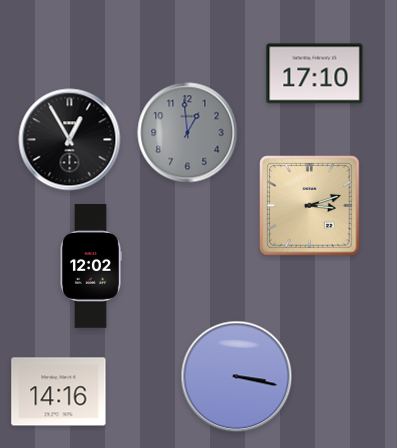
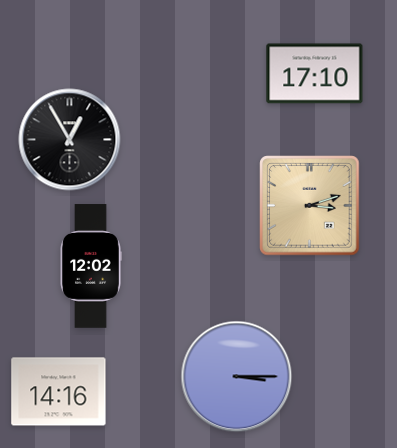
clock at (188, 133): 12:59 -> none
clock at (237, 377): 3:17 -> 3:15
